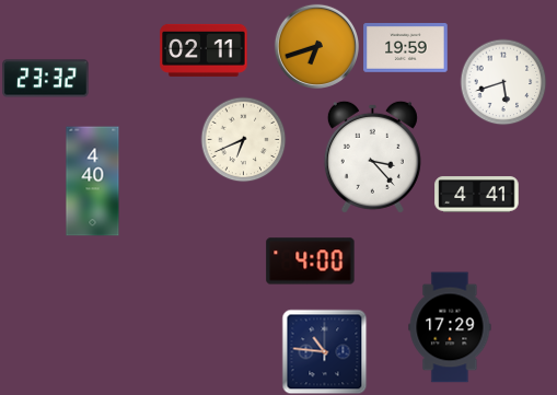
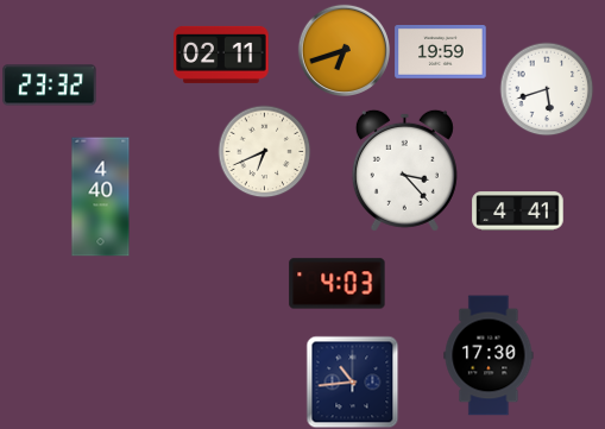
clock at (311, 262): 4:00 -> 4:03
clock at (450, 327): 17:29 -> 17:30
clock at (324, 351): 10:46 -> 10:44
